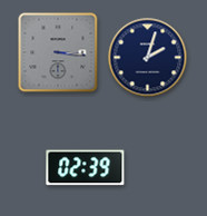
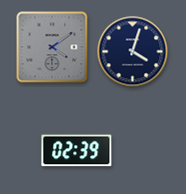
clock at (58, 52): 3:16 -> 4:09
clock at (148, 58): 2:03 -> 4:03
